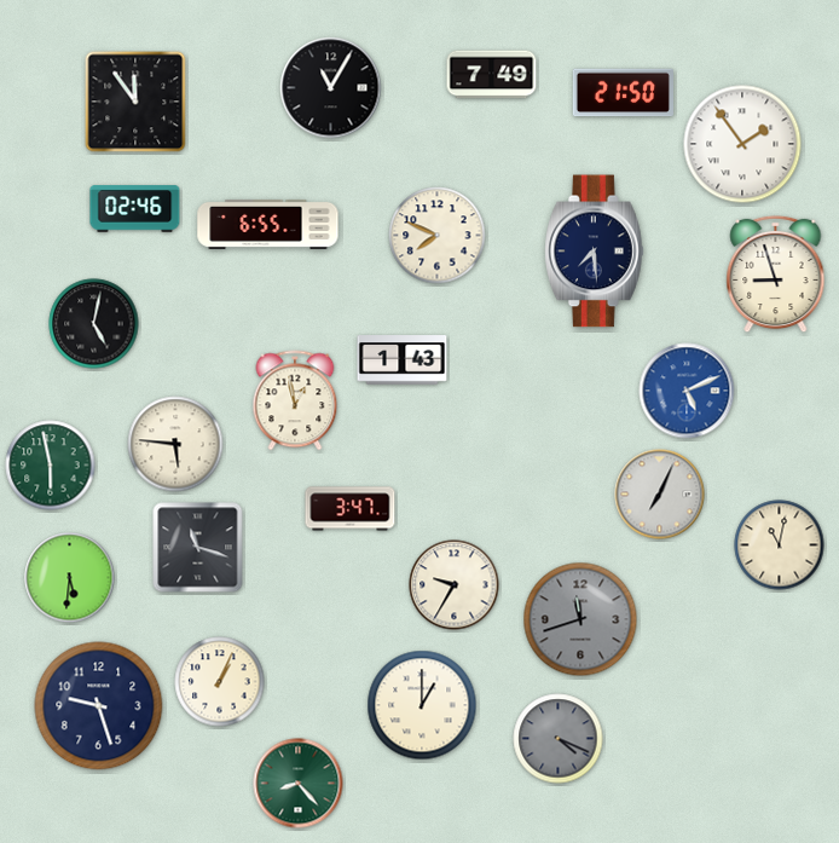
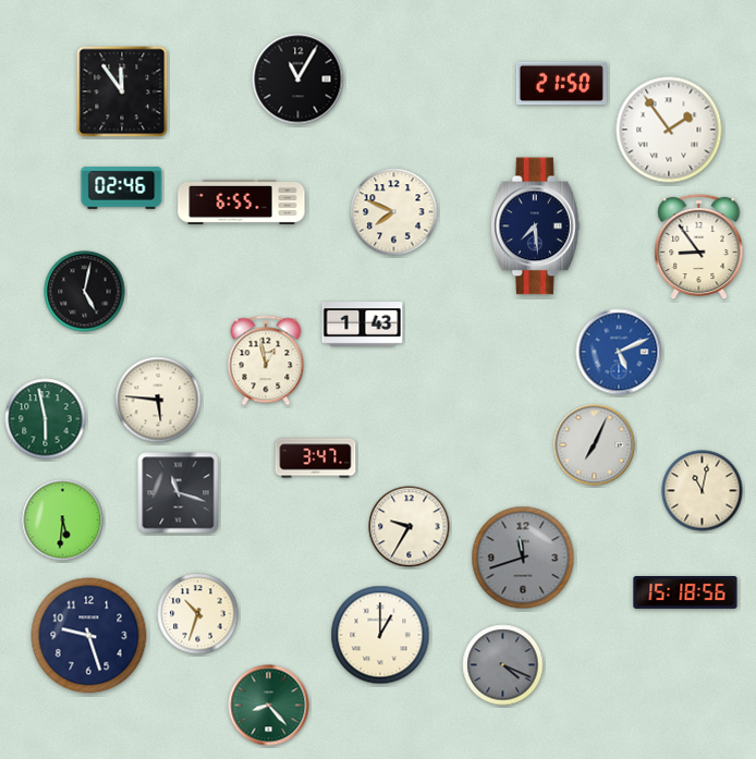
clock at (492, 75): 7:49 -> none
clock at (776, 275): 8:57 -> 8:54
clock at (685, 593): none -> 15:18
clock at (220, 682): 1:04 -> 10:33
